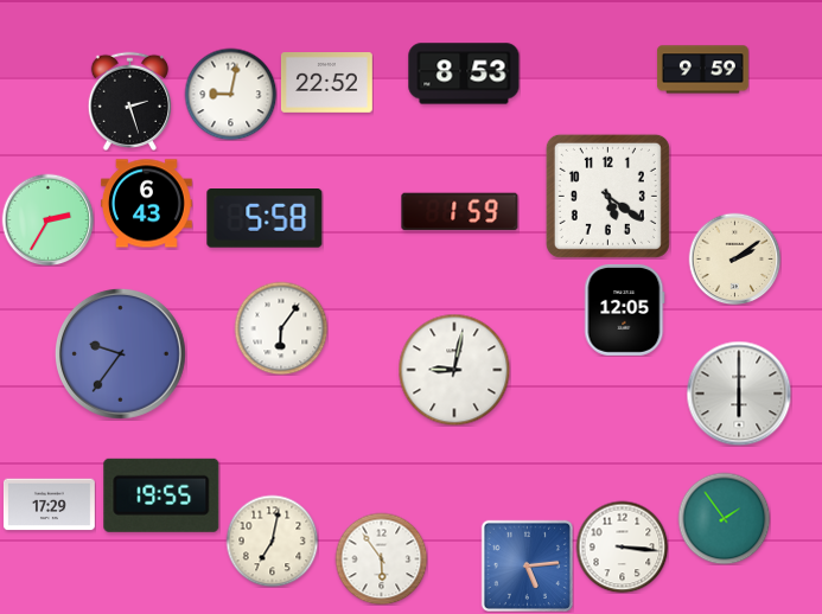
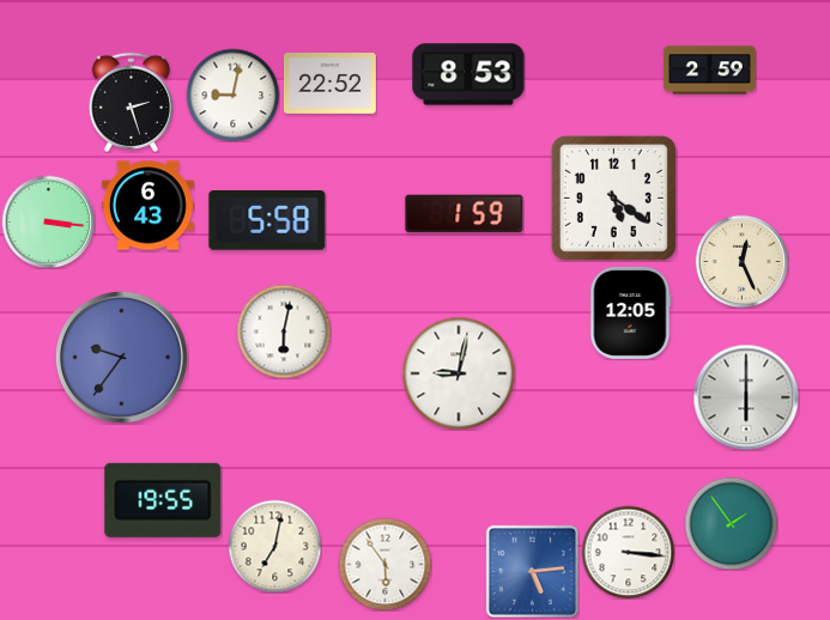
clock at (702, 70): 9:59 -> 2:59
clock at (47, 219): 2:35 -> 3:16
clock at (734, 258): 2:09 -> 12:26
clock at (281, 328): 6:06 -> 6:02
clock at (50, 505): 17:29 -> none
